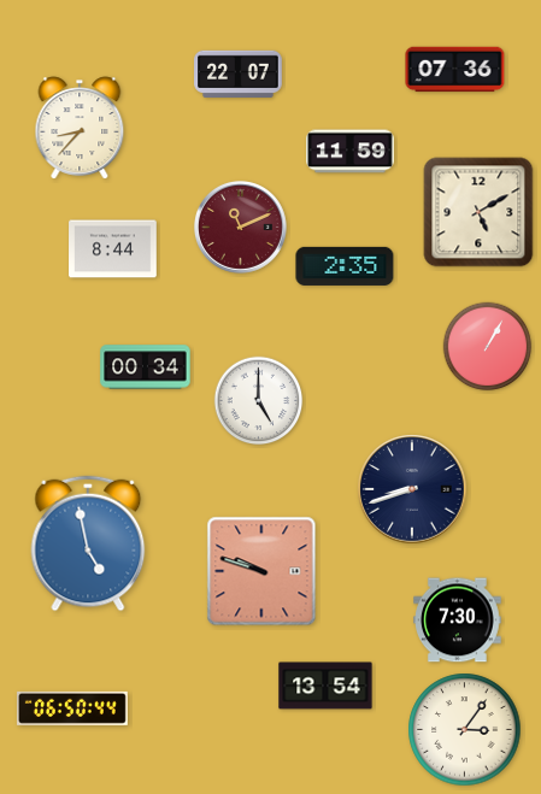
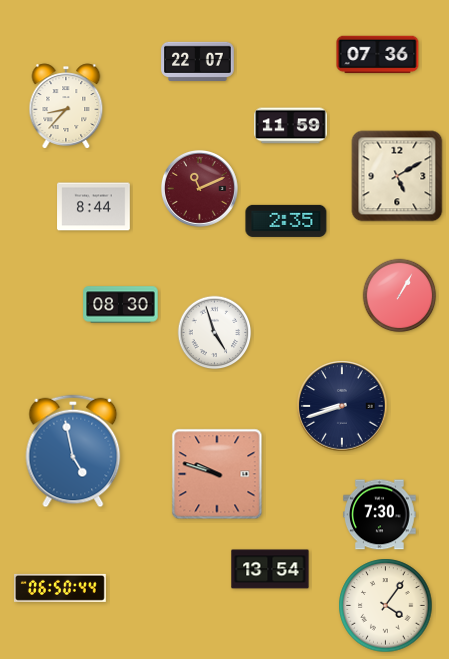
clock at (455, 70) position: (455, 70) -> (378, 55)
clock at (488, 347) position: (488, 347) -> (400, 296)
clock at (146, 367): 00:34 -> 08:30
clock at (259, 401): 5:00 -> 4:57
clock at (465, 730): 3:06 -> 4:06
